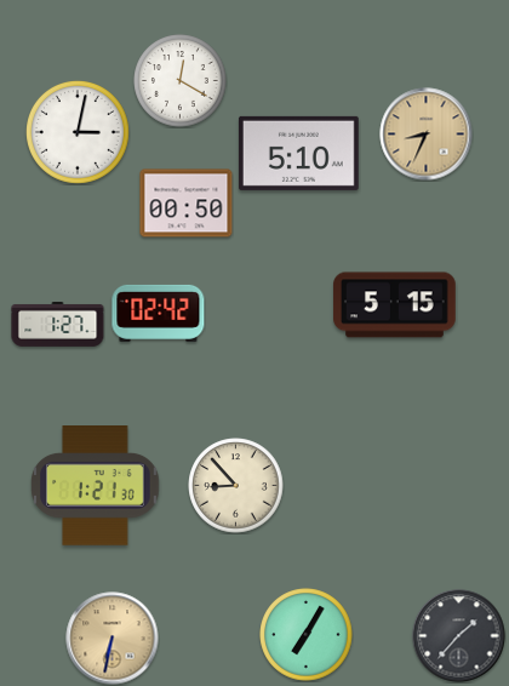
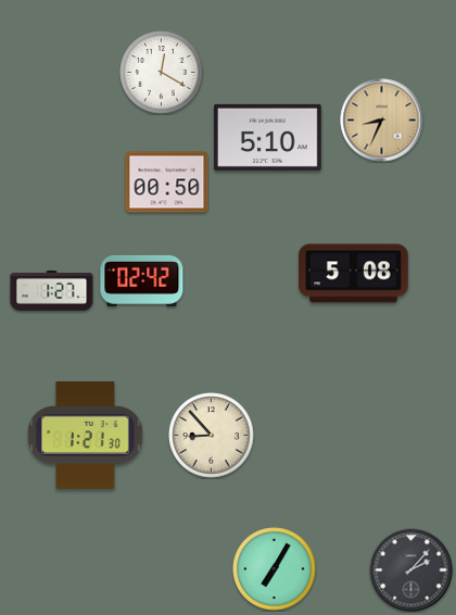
clock at (79, 133): 3:02 -> none
clock at (395, 305): 5:15 -> 5:08
clock at (459, 636): 1:37 -> 2:07
clock at (113, 639): 6:32 -> none
